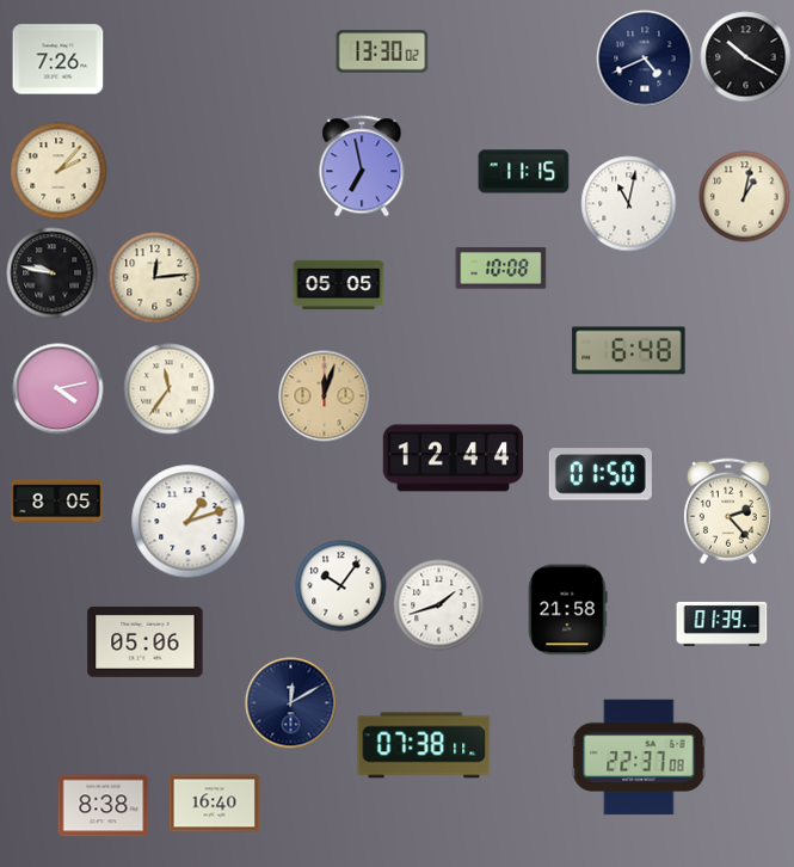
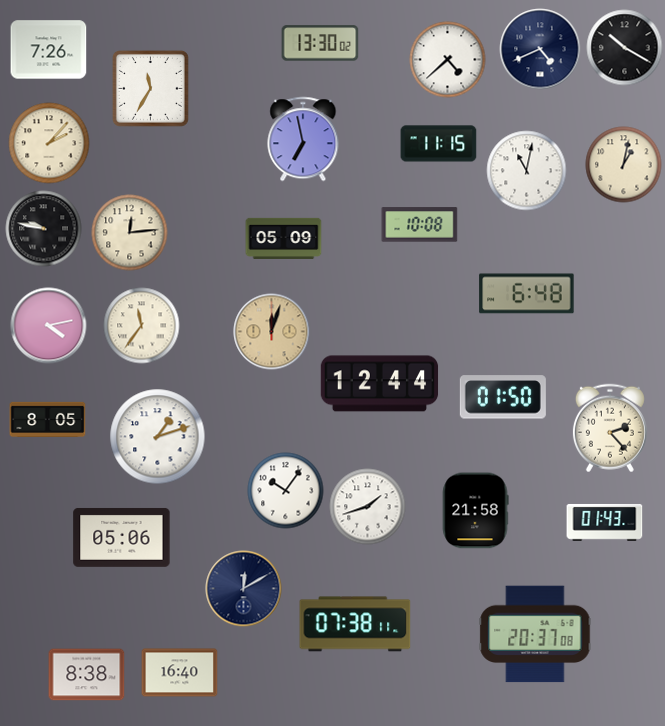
clock at (448, 60): none -> 4:38
clock at (150, 88): none -> 11:35
clock at (339, 284): 05:05 -> 05:09
clock at (722, 623): 01:39 -> 01:43
clock at (639, 757): 22:37 -> 20:37
